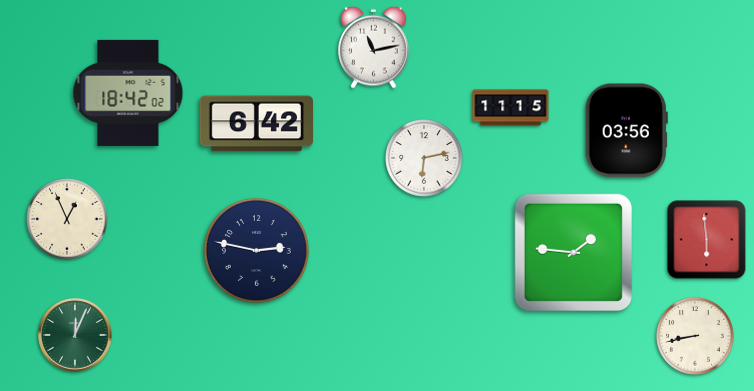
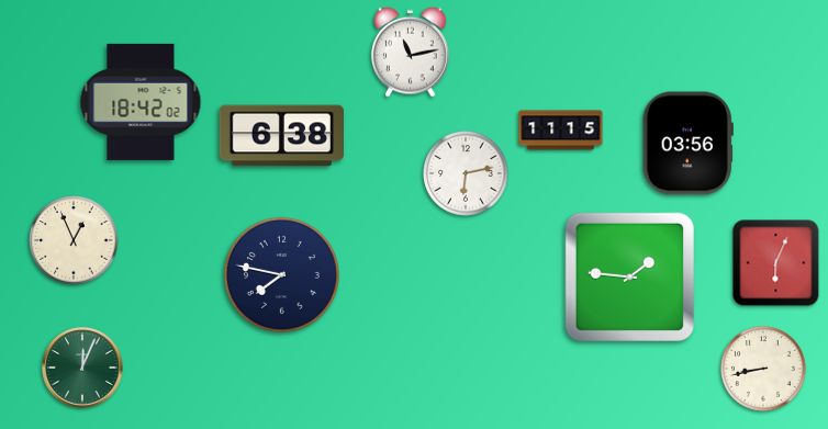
clock at (511, 108) position: (511, 108) -> (561, 131)
clock at (256, 124): 6:42 -> 6:38
clock at (707, 240): 5:59 -> 6:04
clock at (256, 250): 2:47 -> 7:47
